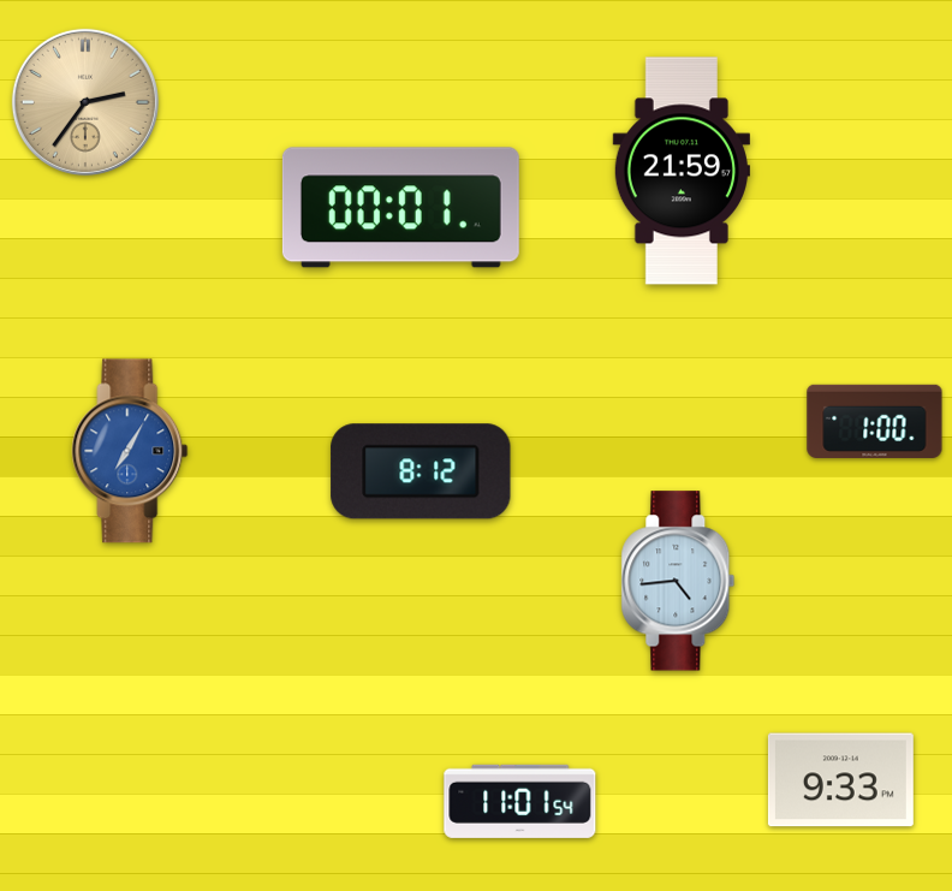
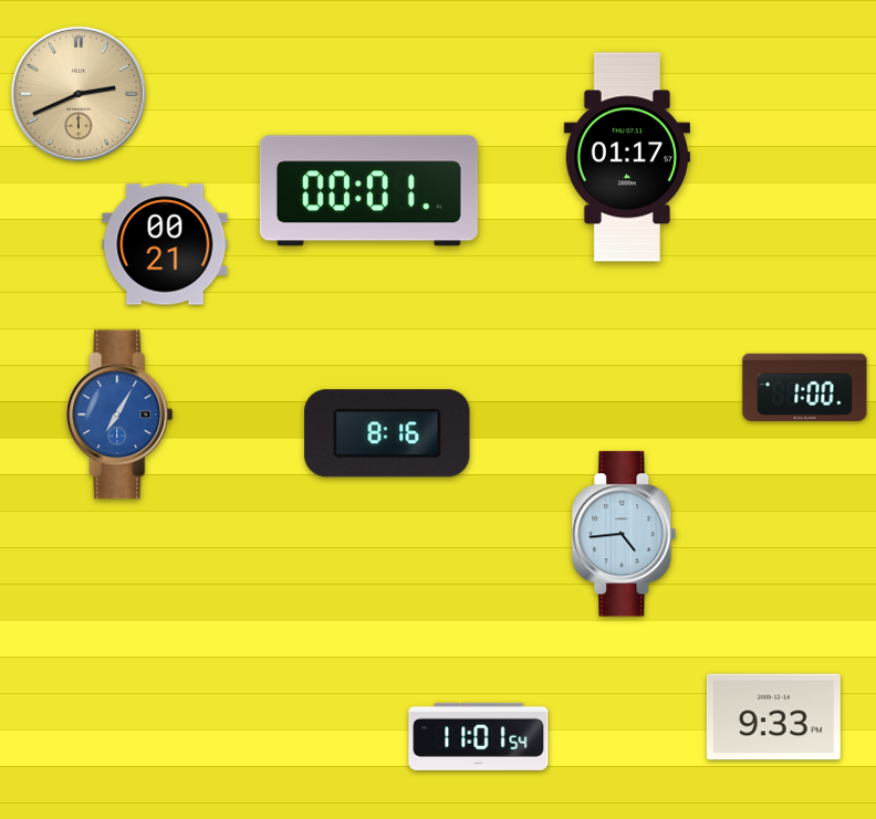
clock at (85, 102): 2:36 -> 2:41
clock at (682, 171): 21:59 -> 01:17
clock at (165, 244): none -> 00:21
clock at (421, 471): 8:12 -> 8:16
